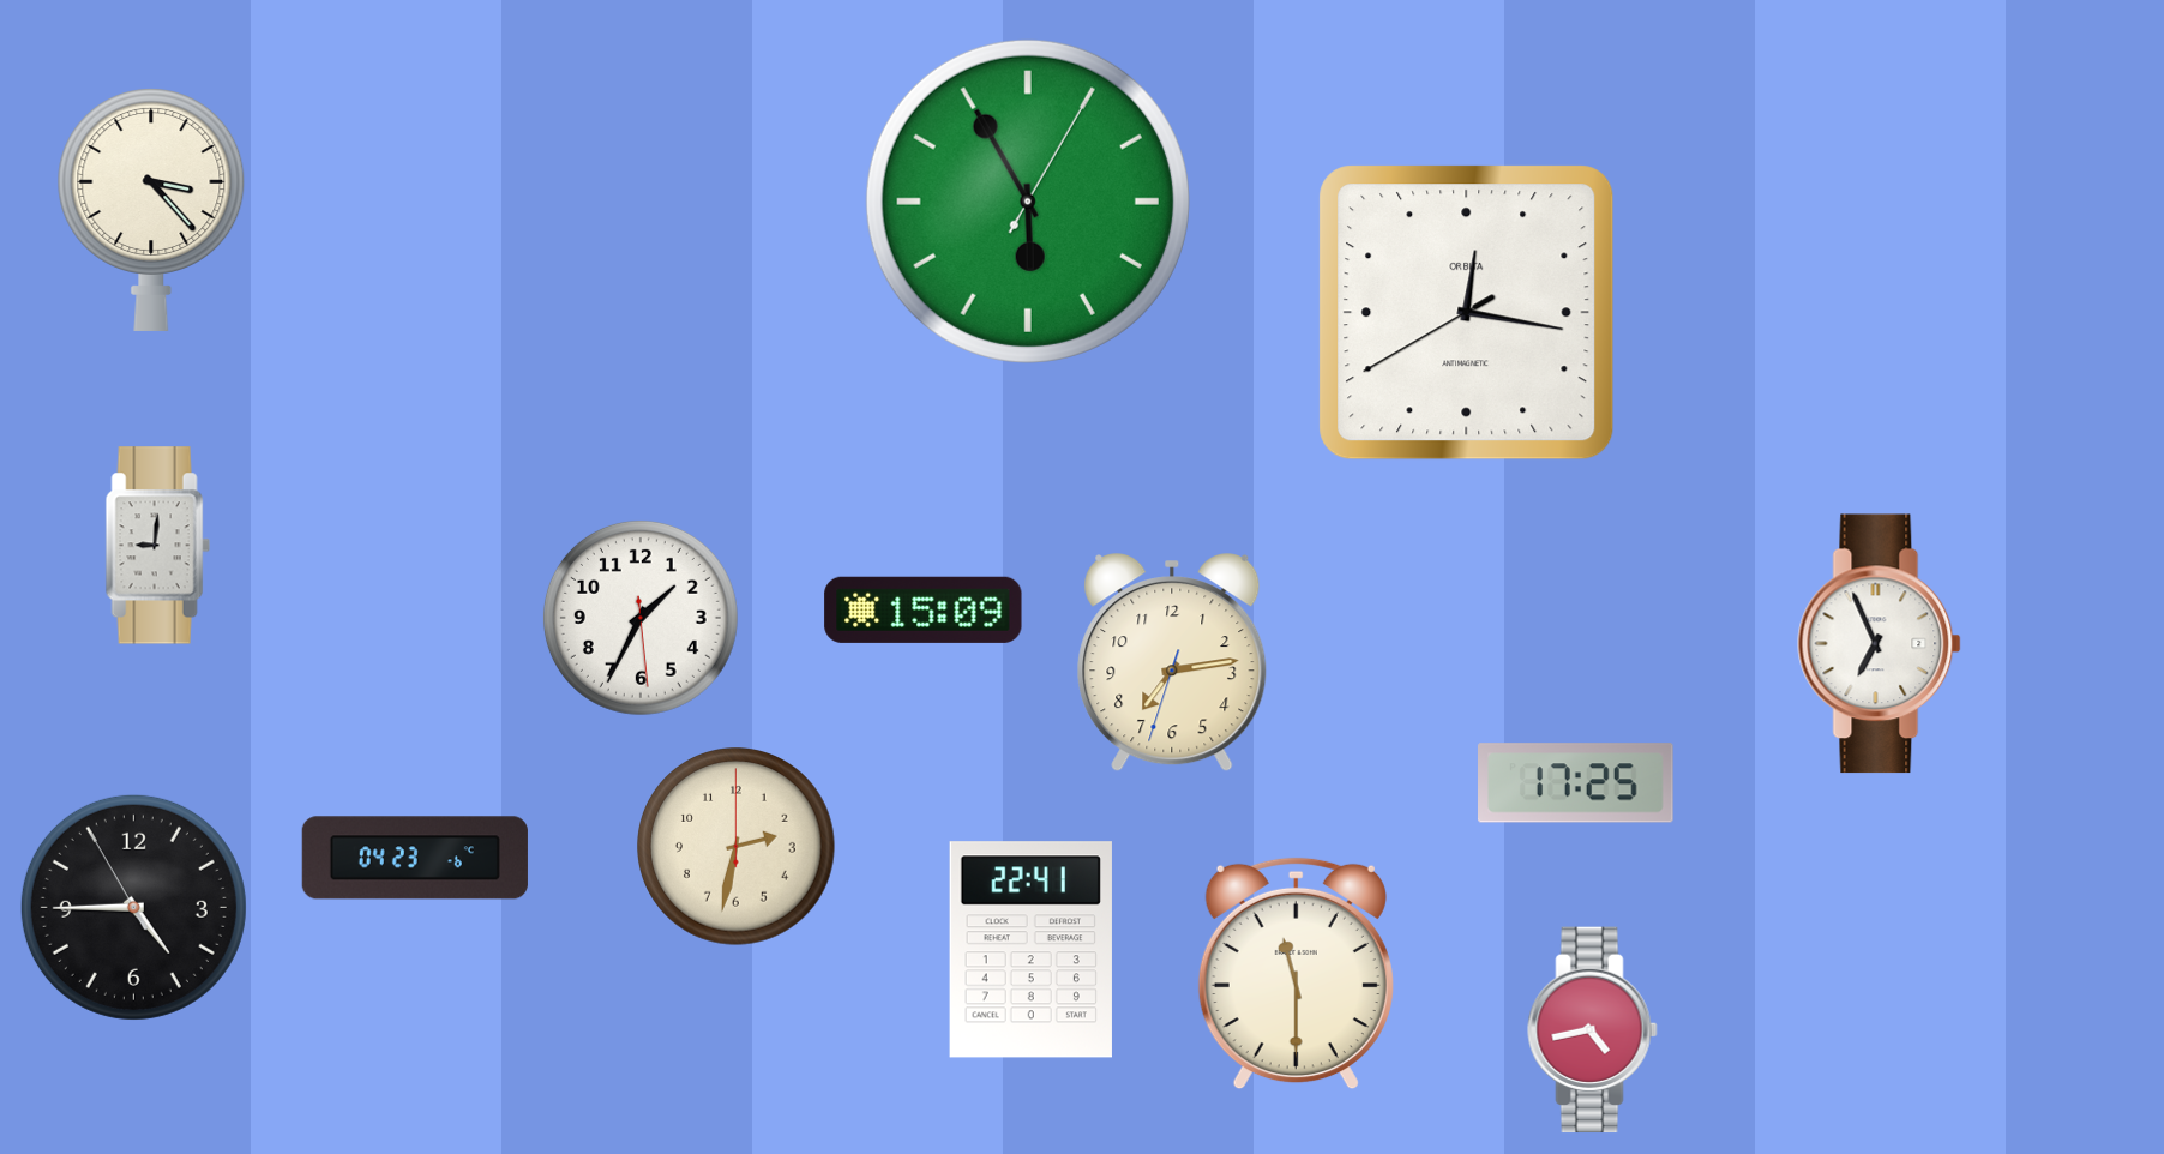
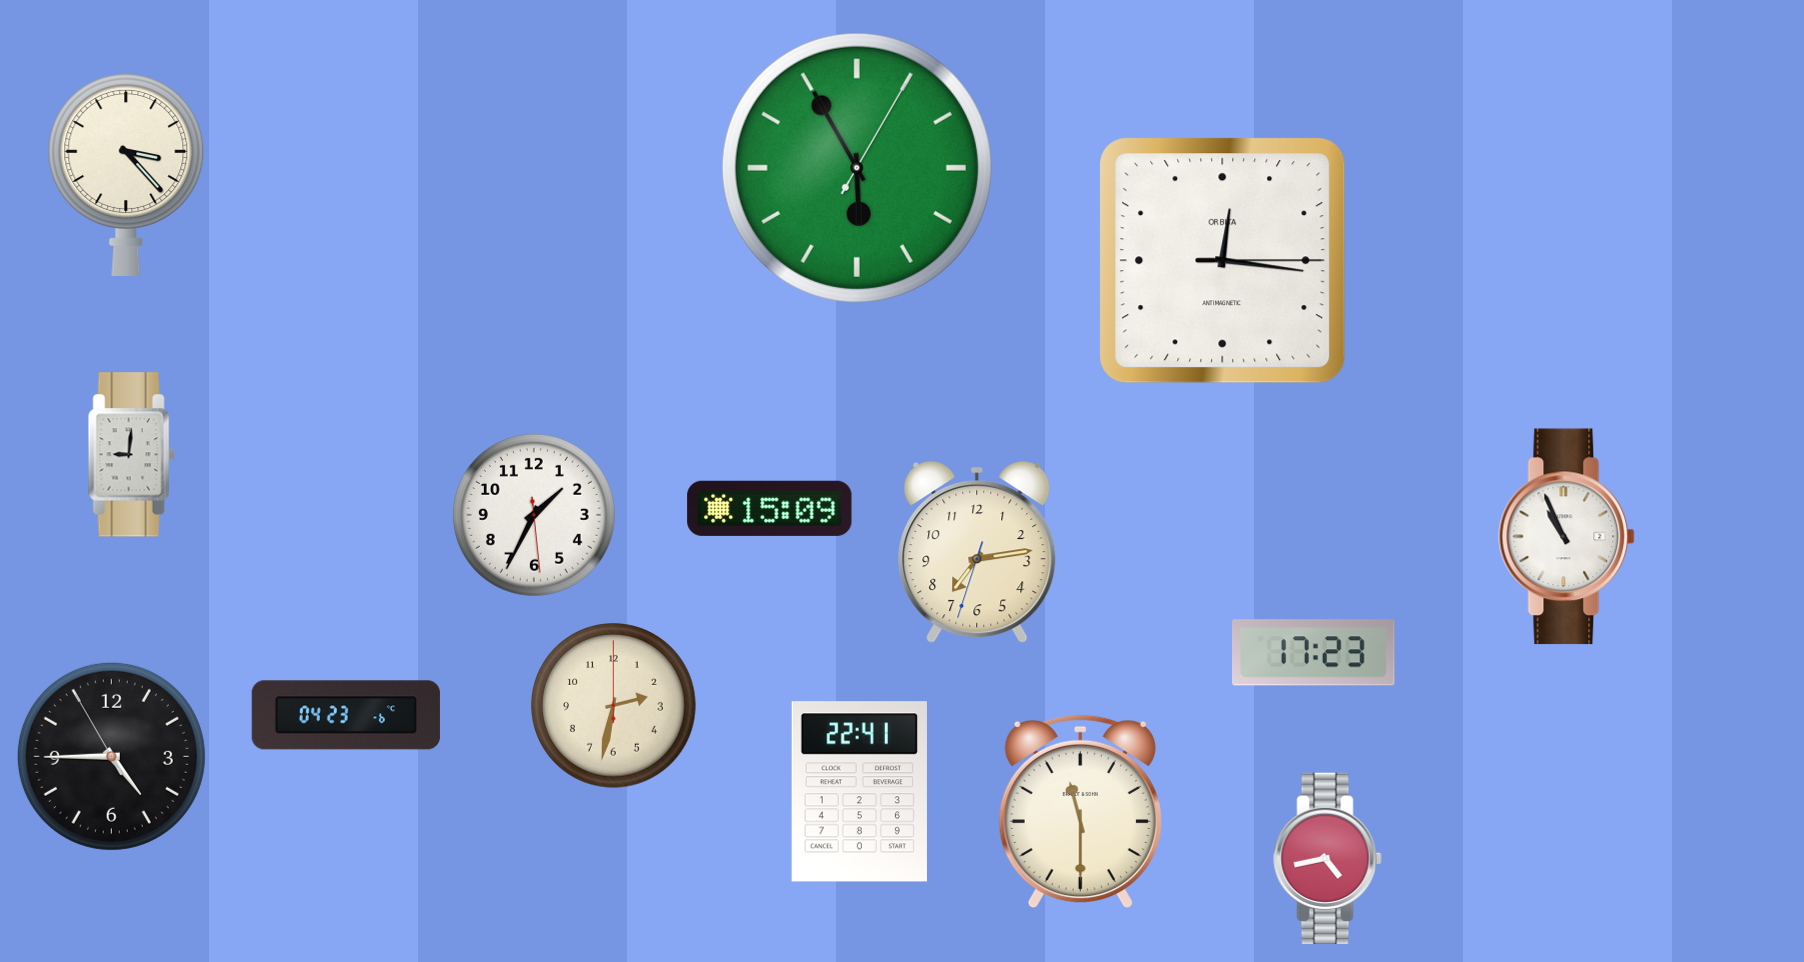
clock at (1467, 313): 12:16:40 -> 12:16:15
clock at (1880, 644): 6:56 -> 10:56
clock at (1576, 783): 17:25 -> 17:23
